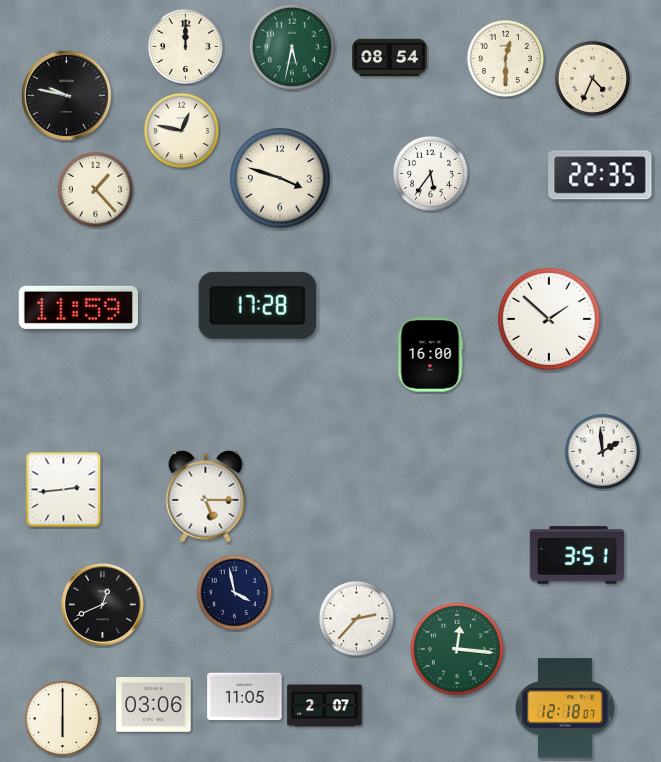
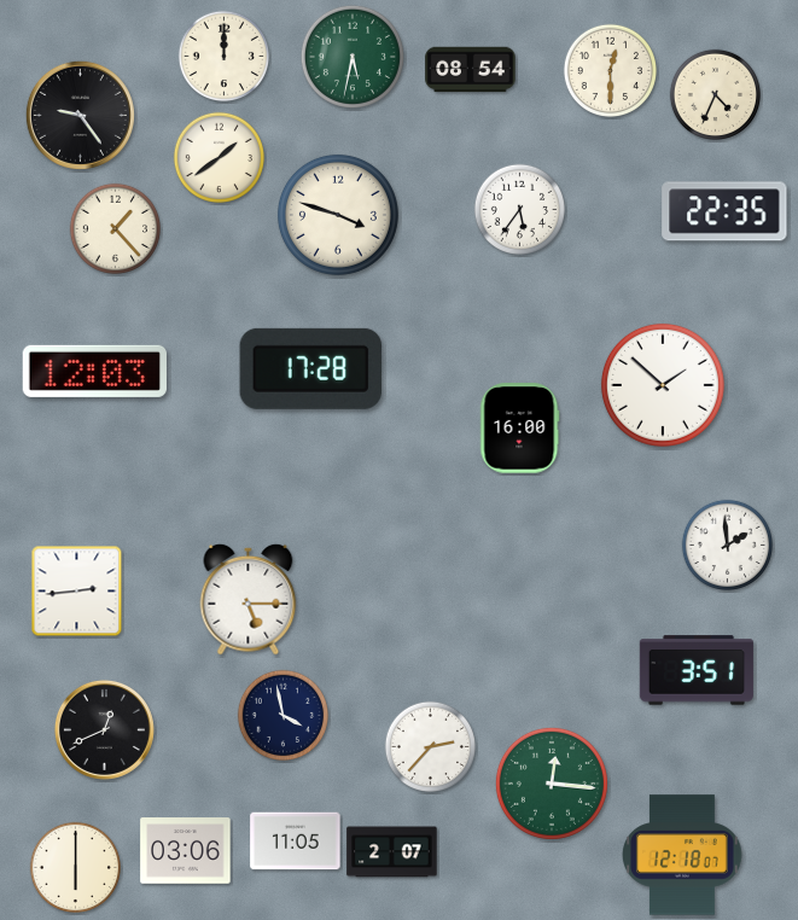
clock at (66, 95): 9:47 -> 9:24
clock at (182, 131): 12:47 -> 1:39
clock at (78, 307): 11:59 -> 12:03
clock at (102, 604) position: (102, 604) -> (104, 729)
